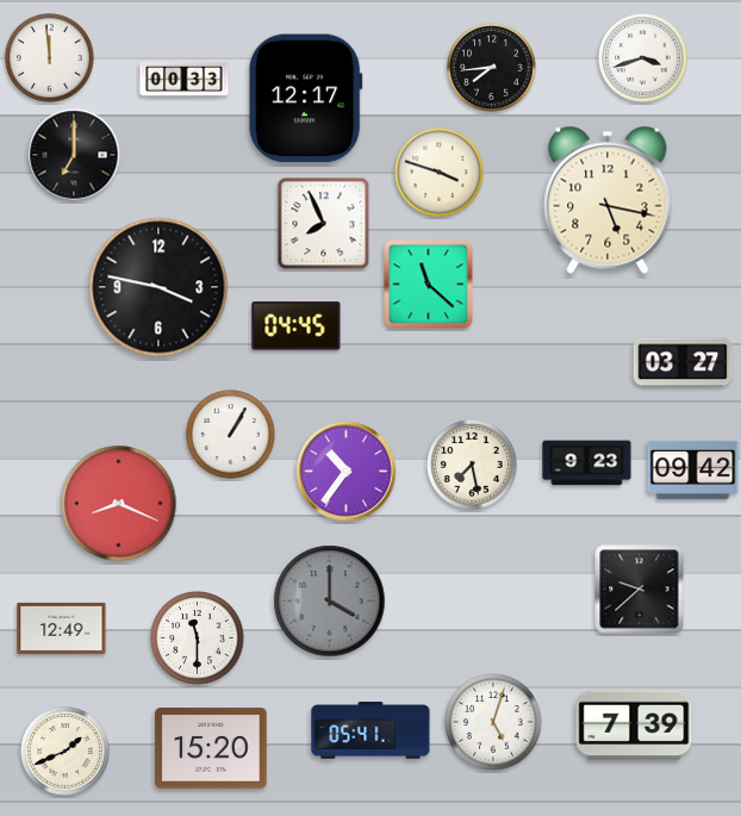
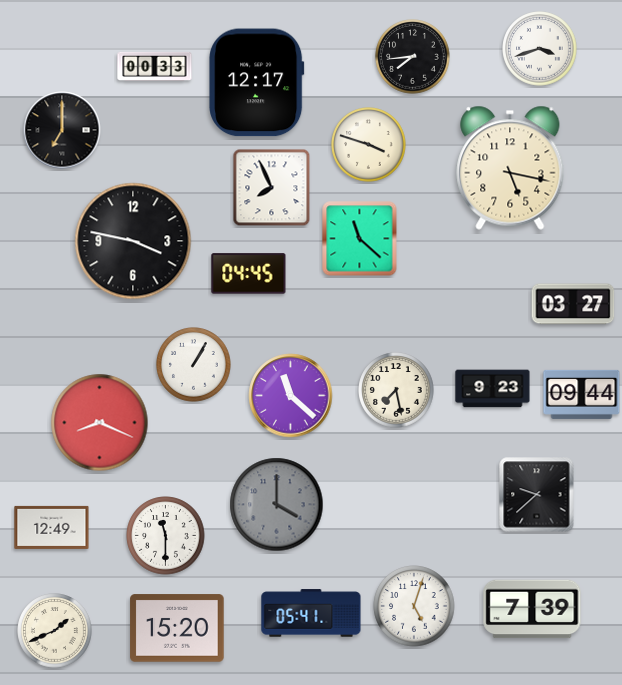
clock at (50, 58): 11:59 -> none
clock at (693, 469): 09:42 -> 09:44
clock at (347, 472): 10:36 -> 11:22
